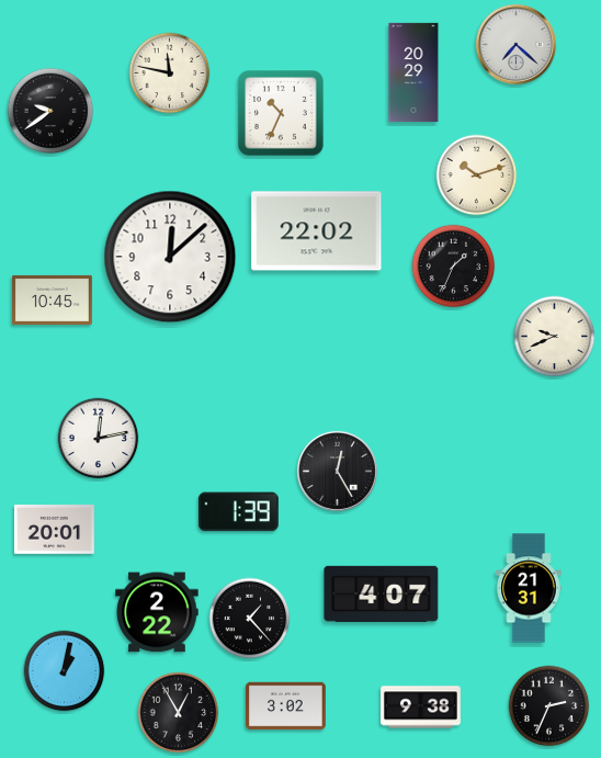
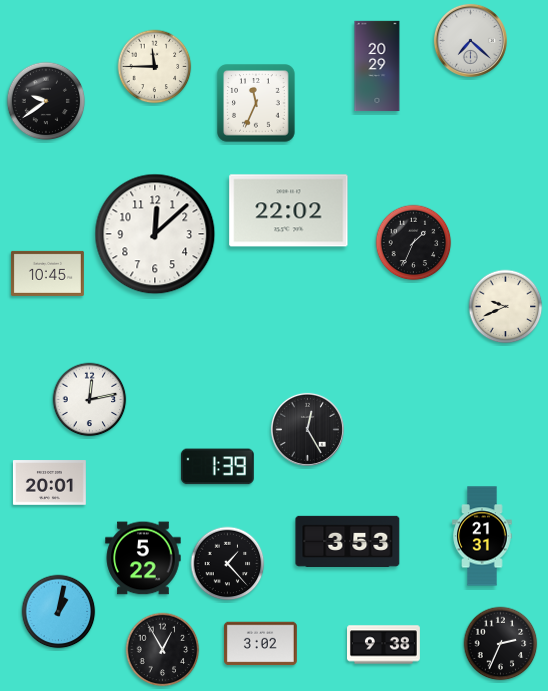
clock at (170, 73): 11:47 -> 11:45
clock at (281, 113): 10:34 -> 11:34
clock at (477, 176): 10:12 -> none
clock at (382, 593): 4:07 -> 3:53
clock at (157, 612): 2:22 -> 5:22
